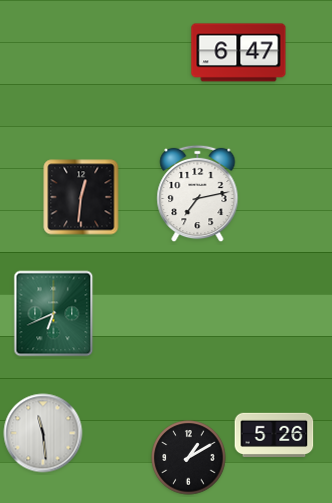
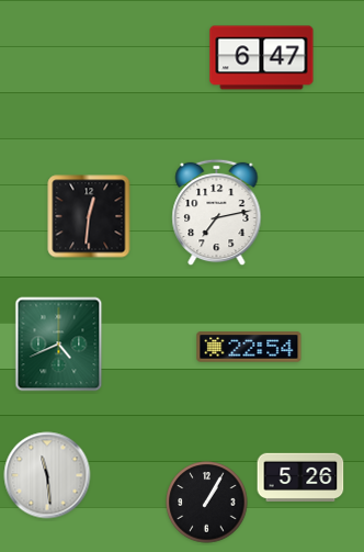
clock at (54, 314): 6:41 -> 4:41
clock at (249, 347): none -> 22:54
clock at (189, 458): 1:10 -> 1:05
